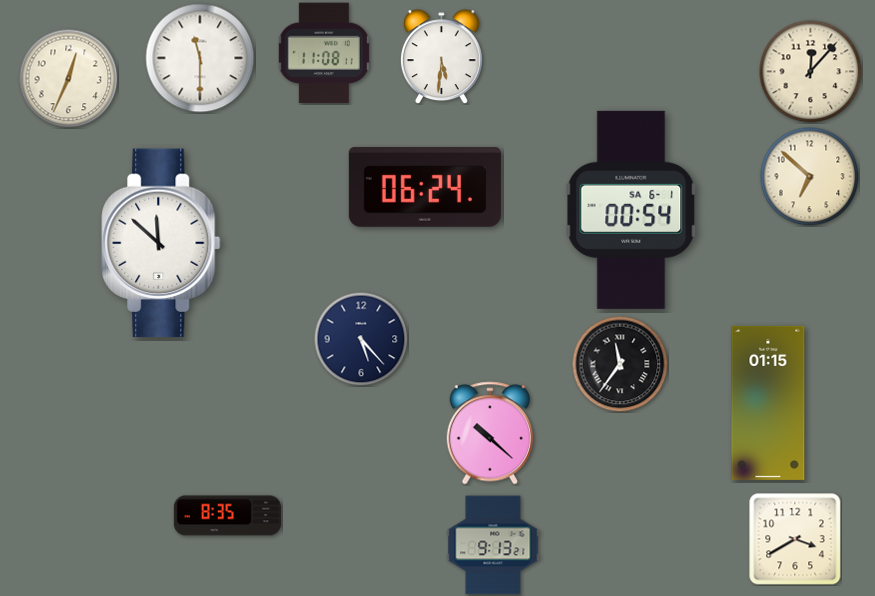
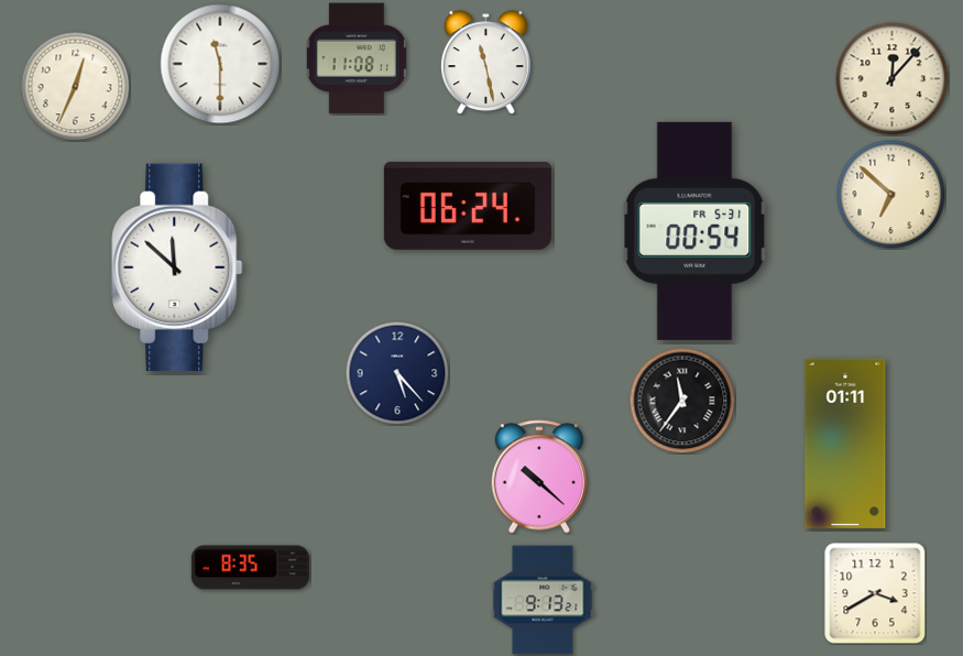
clock at (441, 57): 5:31 -> 11:28
clock at (631, 210) date: SA 6-1 -> FR 5-31
clock at (768, 403): 01:15 -> 01:11
